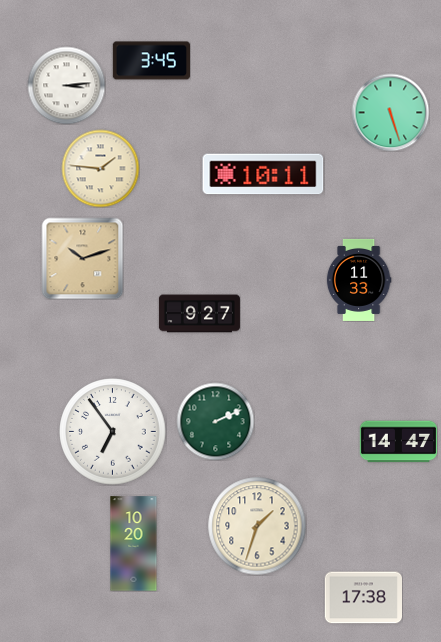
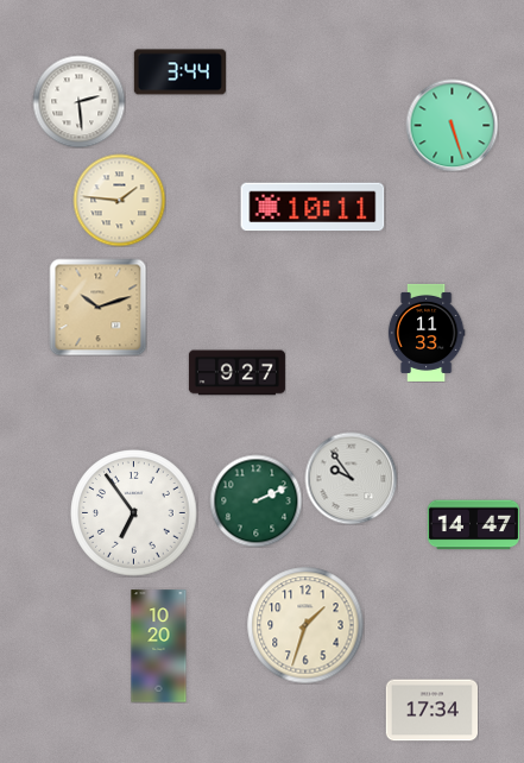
clock at (151, 61): 3:45 -> 3:44
clock at (66, 85): 3:14 -> 2:29
clock at (390, 112) position: (390, 112) -> (452, 125)
clock at (351, 478): none -> 9:54
clock at (363, 598): 17:38 -> 17:34
